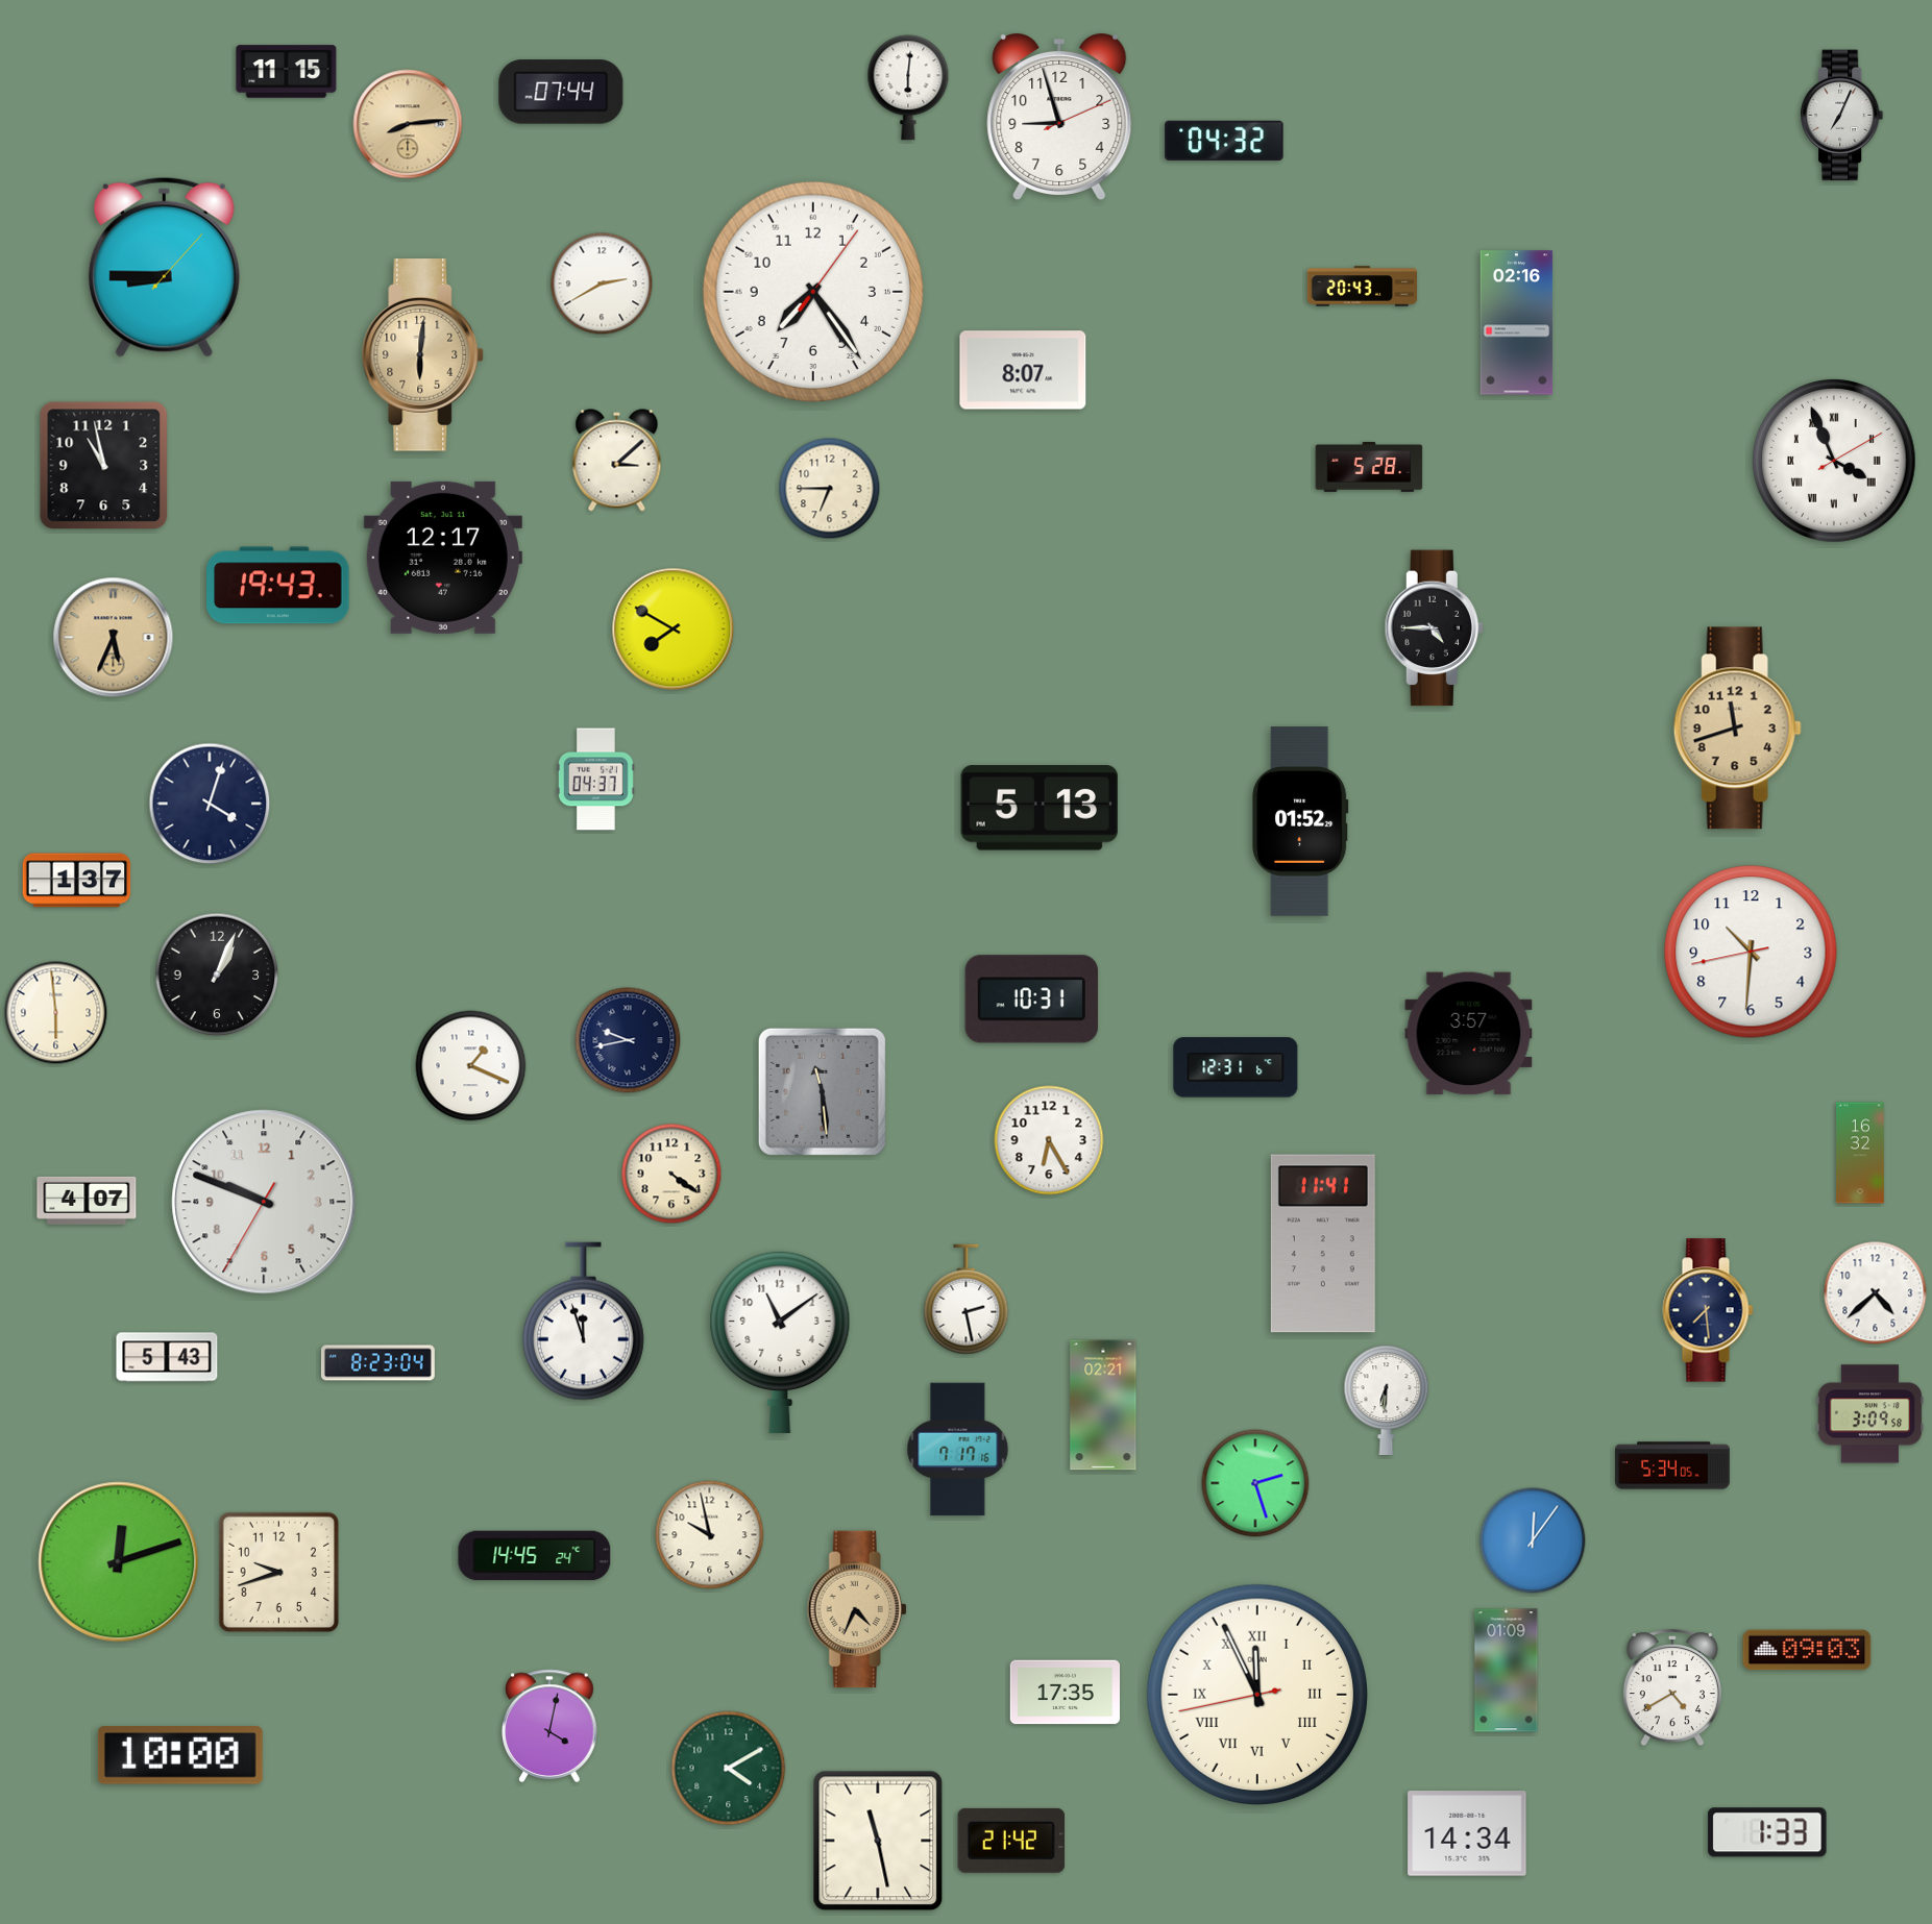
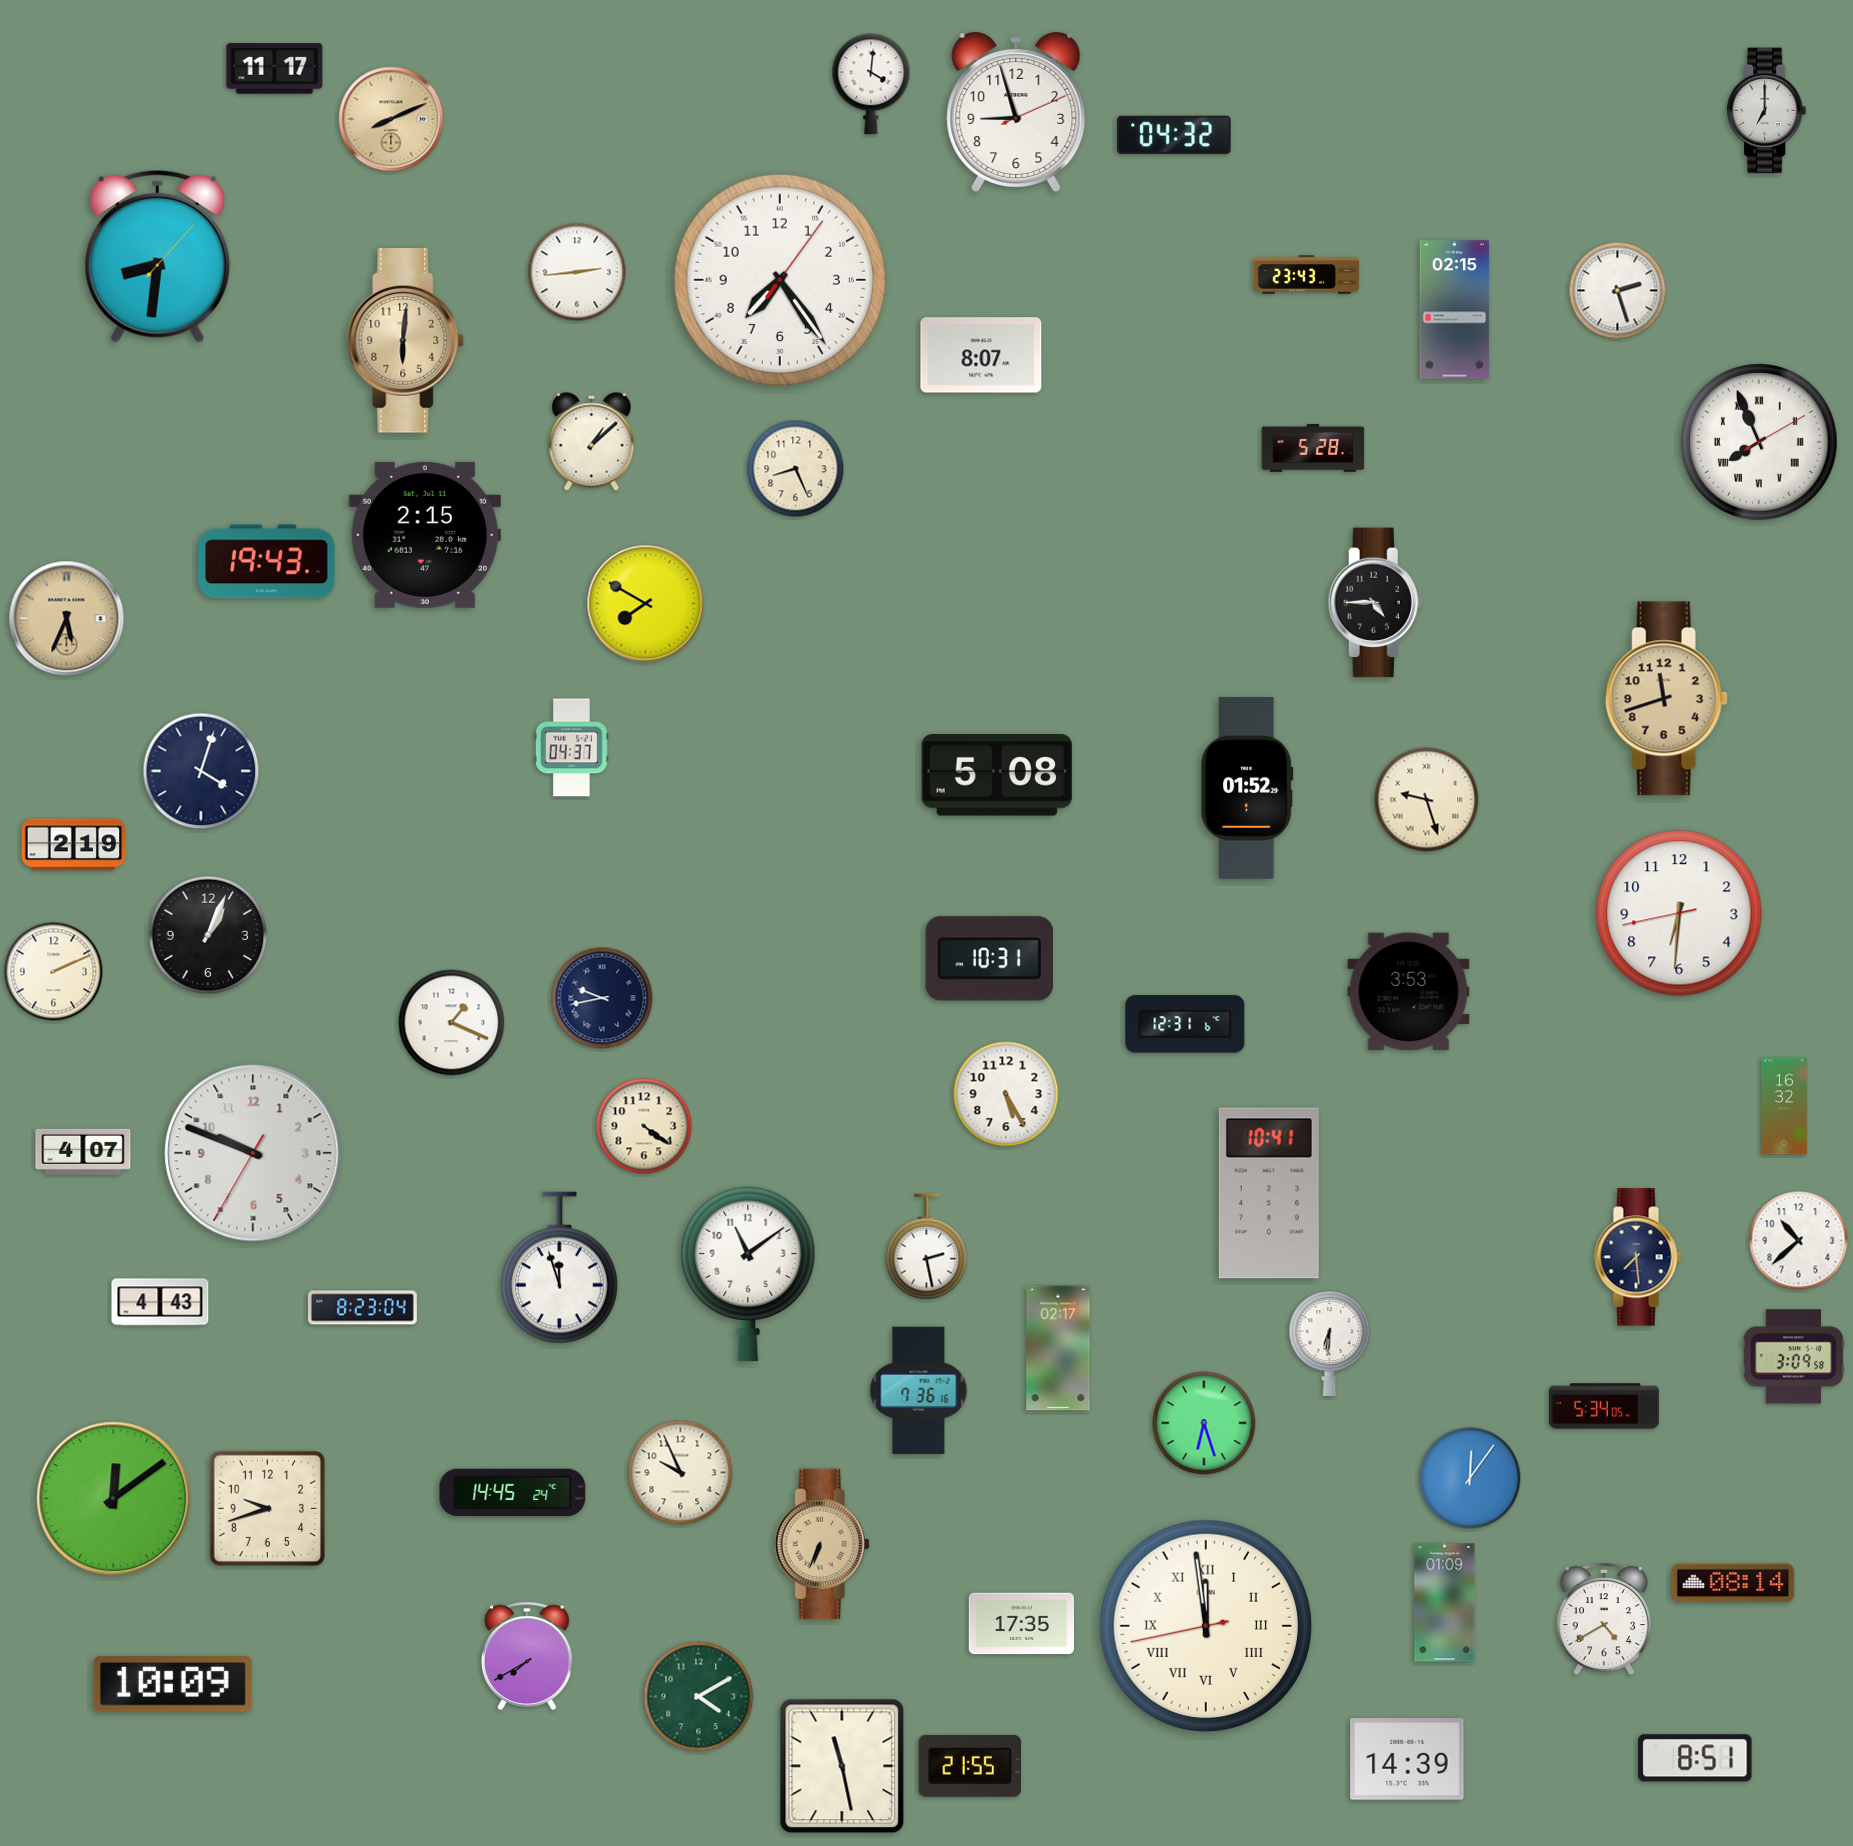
clock at (287, 72): 11:15 -> 11:17
clock at (908, 88): 6:01 -> 4:01
clock at (561, 92): 07:44 -> none
clock at (1842, 116): 7:04 -> 7:00
clock at (408, 124): 8:14 -> 8:11
clock at (164, 267): 8:45 -> 8:31
clock at (602, 283): 2:40 -> 2:44
clock at (1362, 287): 20:43 -> 23:43
clock at (1618, 291): none -> 2:27
clock at (1517, 323): 02:16 -> 02:15
clock at (617, 461): 3:08 -> 1:08
clock at (1835, 462): 3:56 -> 7:56
clock at (104, 466): 10:58 -> none
clock at (830, 489): 6:45 -> 8:26
clock at (443, 558): 12:17 -> 2:15
clock at (114, 638) position: (114, 638) -> (67, 619)
clock at (1038, 808): 5:13 -> 5:08
clock at (1427, 800): none -> 9:27
clock at (77, 881): 1:37 -> 2:19
clock at (1751, 952): 10:30 -> 6:30
clock at (56, 1013): 5:59 -> 2:11
clock at (1469, 1034): 3:57 -> 3:53
clock at (822, 1091): 11:29 -> none
clock at (1049, 1140): 6:25 -> 5:25
clock at (1323, 1243): 11:41 -> 10:41
clock at (1876, 1293): 4:38 -> 10:38
clock at (780, 1342) position: (780, 1342) -> (748, 1274)
clock at (167, 1357): 5:43 -> 4:43
clock at (1103, 1405): 02:21 -> 02:17
clock at (958, 1450): 7:17 -> 7:36
clock at (1255, 1483): 2:27 -> 6:27
clock at (710, 1535): 9:58 -> 9:56
clock at (119, 1562): 12:12 -> 12:09
clock at (857, 1609): 4:34 -> 6:34
clock at (1807, 1650): 09:03 -> 08:14
clock at (1256, 1694): 11:55 -> 11:58
clock at (549, 1726): 4:02 -> 7:40
clock at (180, 1755): 10:00 -> 10:09
clock at (1767, 1832): 1:33 -> 8:51
clock at (1467, 1833): 14:34 -> 14:39
clock at (1011, 1841): 21:42 -> 21:55
